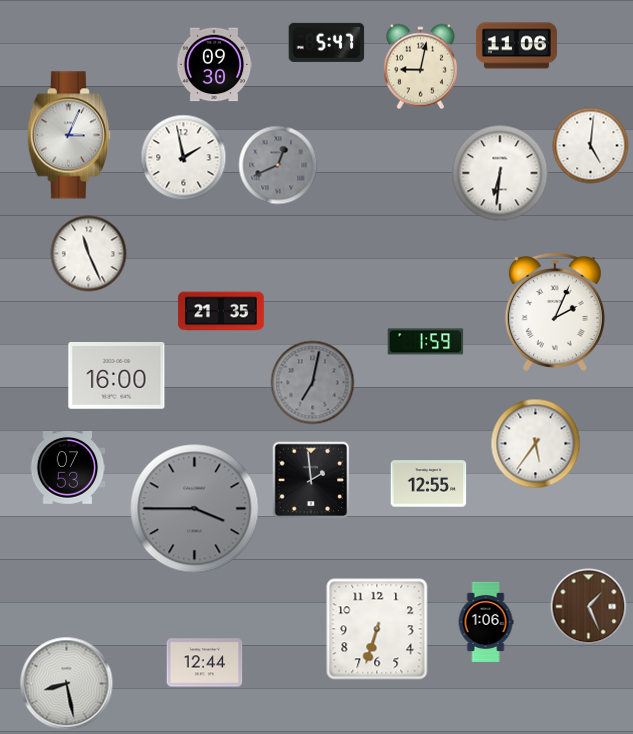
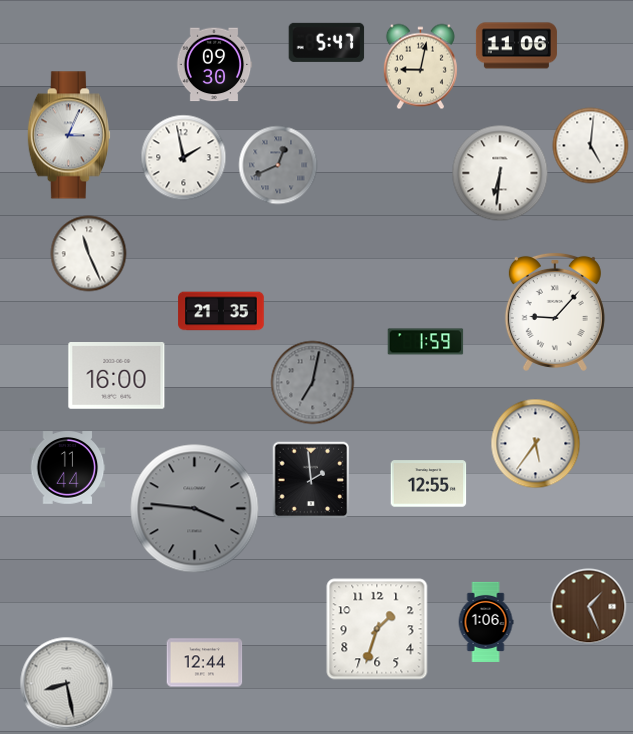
clock at (555, 312): 2:04 -> 9:07
clock at (68, 468): 07:53 -> 11:44
clock at (195, 509): 3:45 -> 3:46
clock at (377, 629): 6:33 -> 1:33
